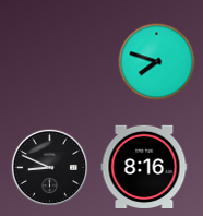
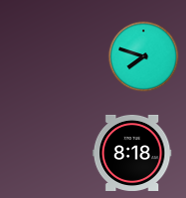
clock at (144, 166): 8:16 -> 8:18
clock at (50, 168): 8:49 -> none
